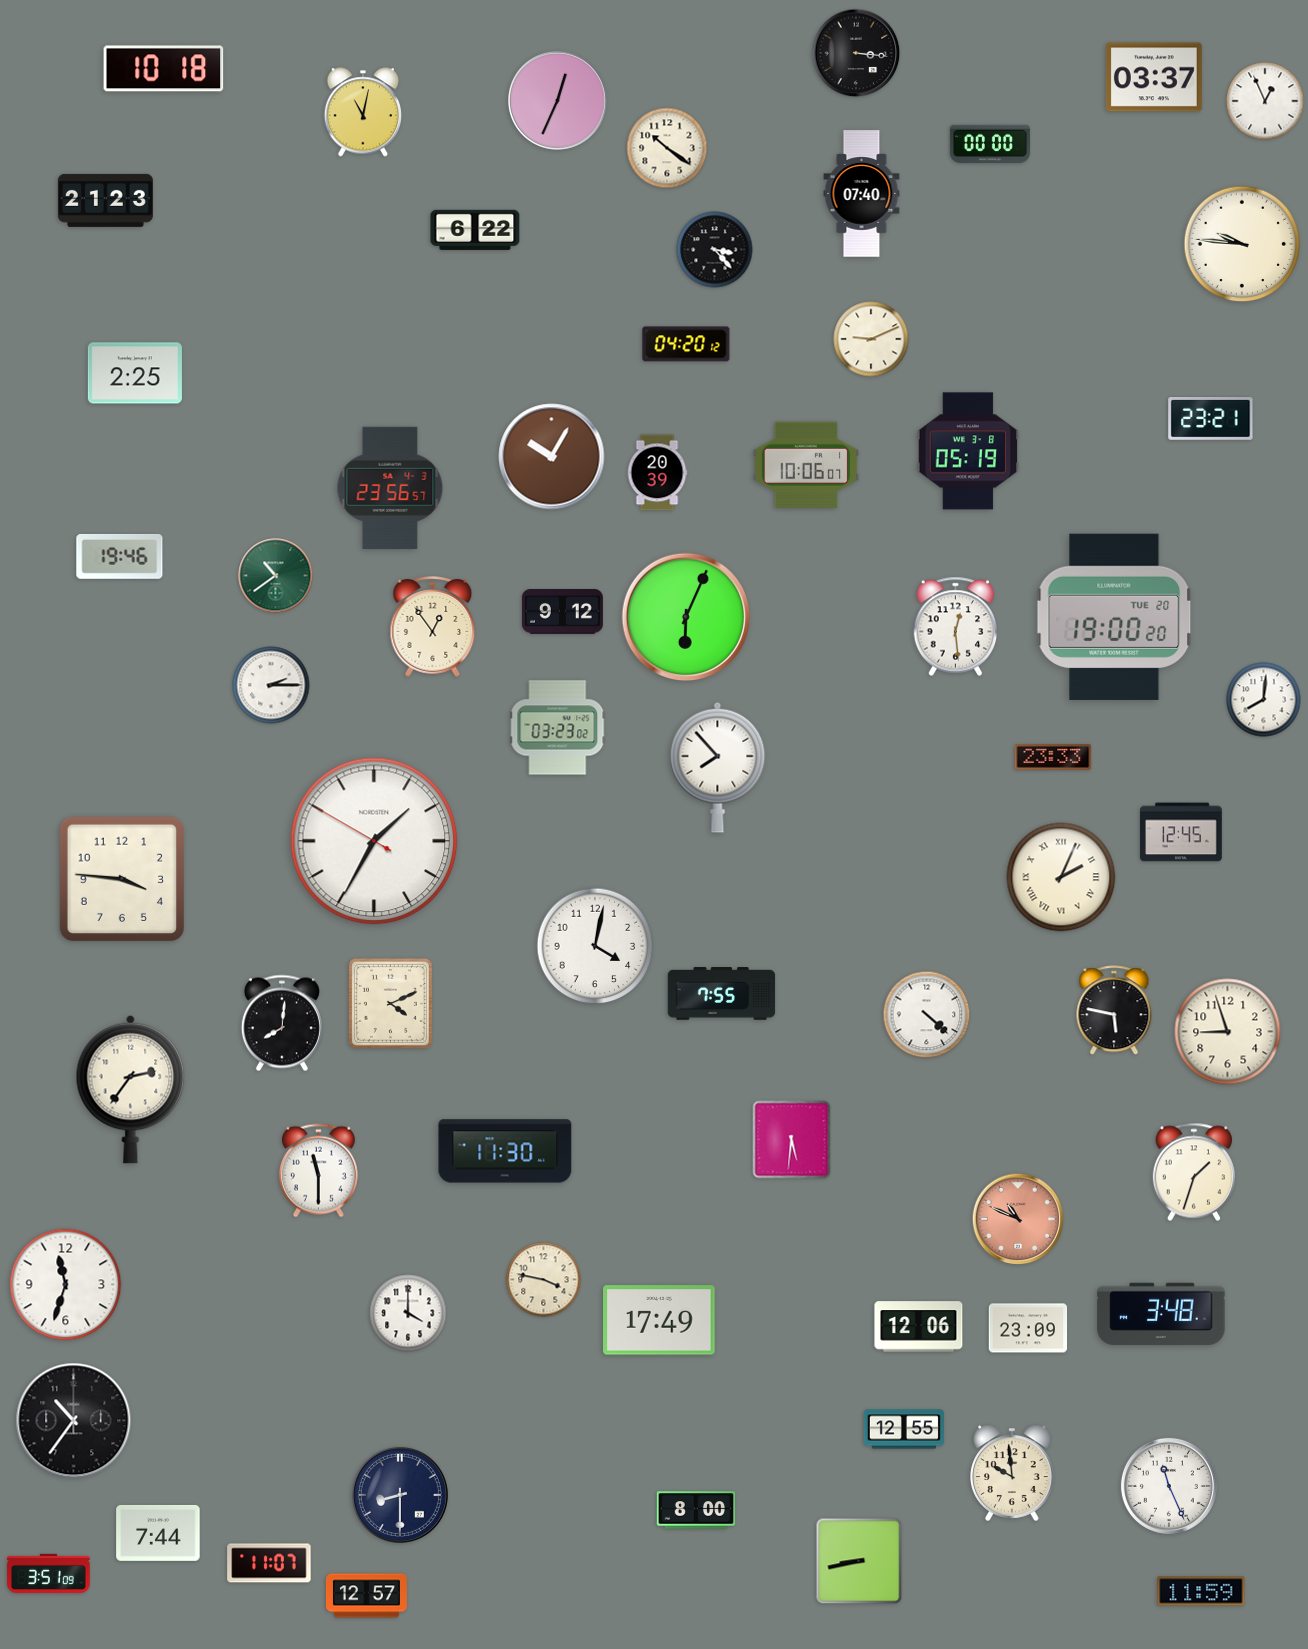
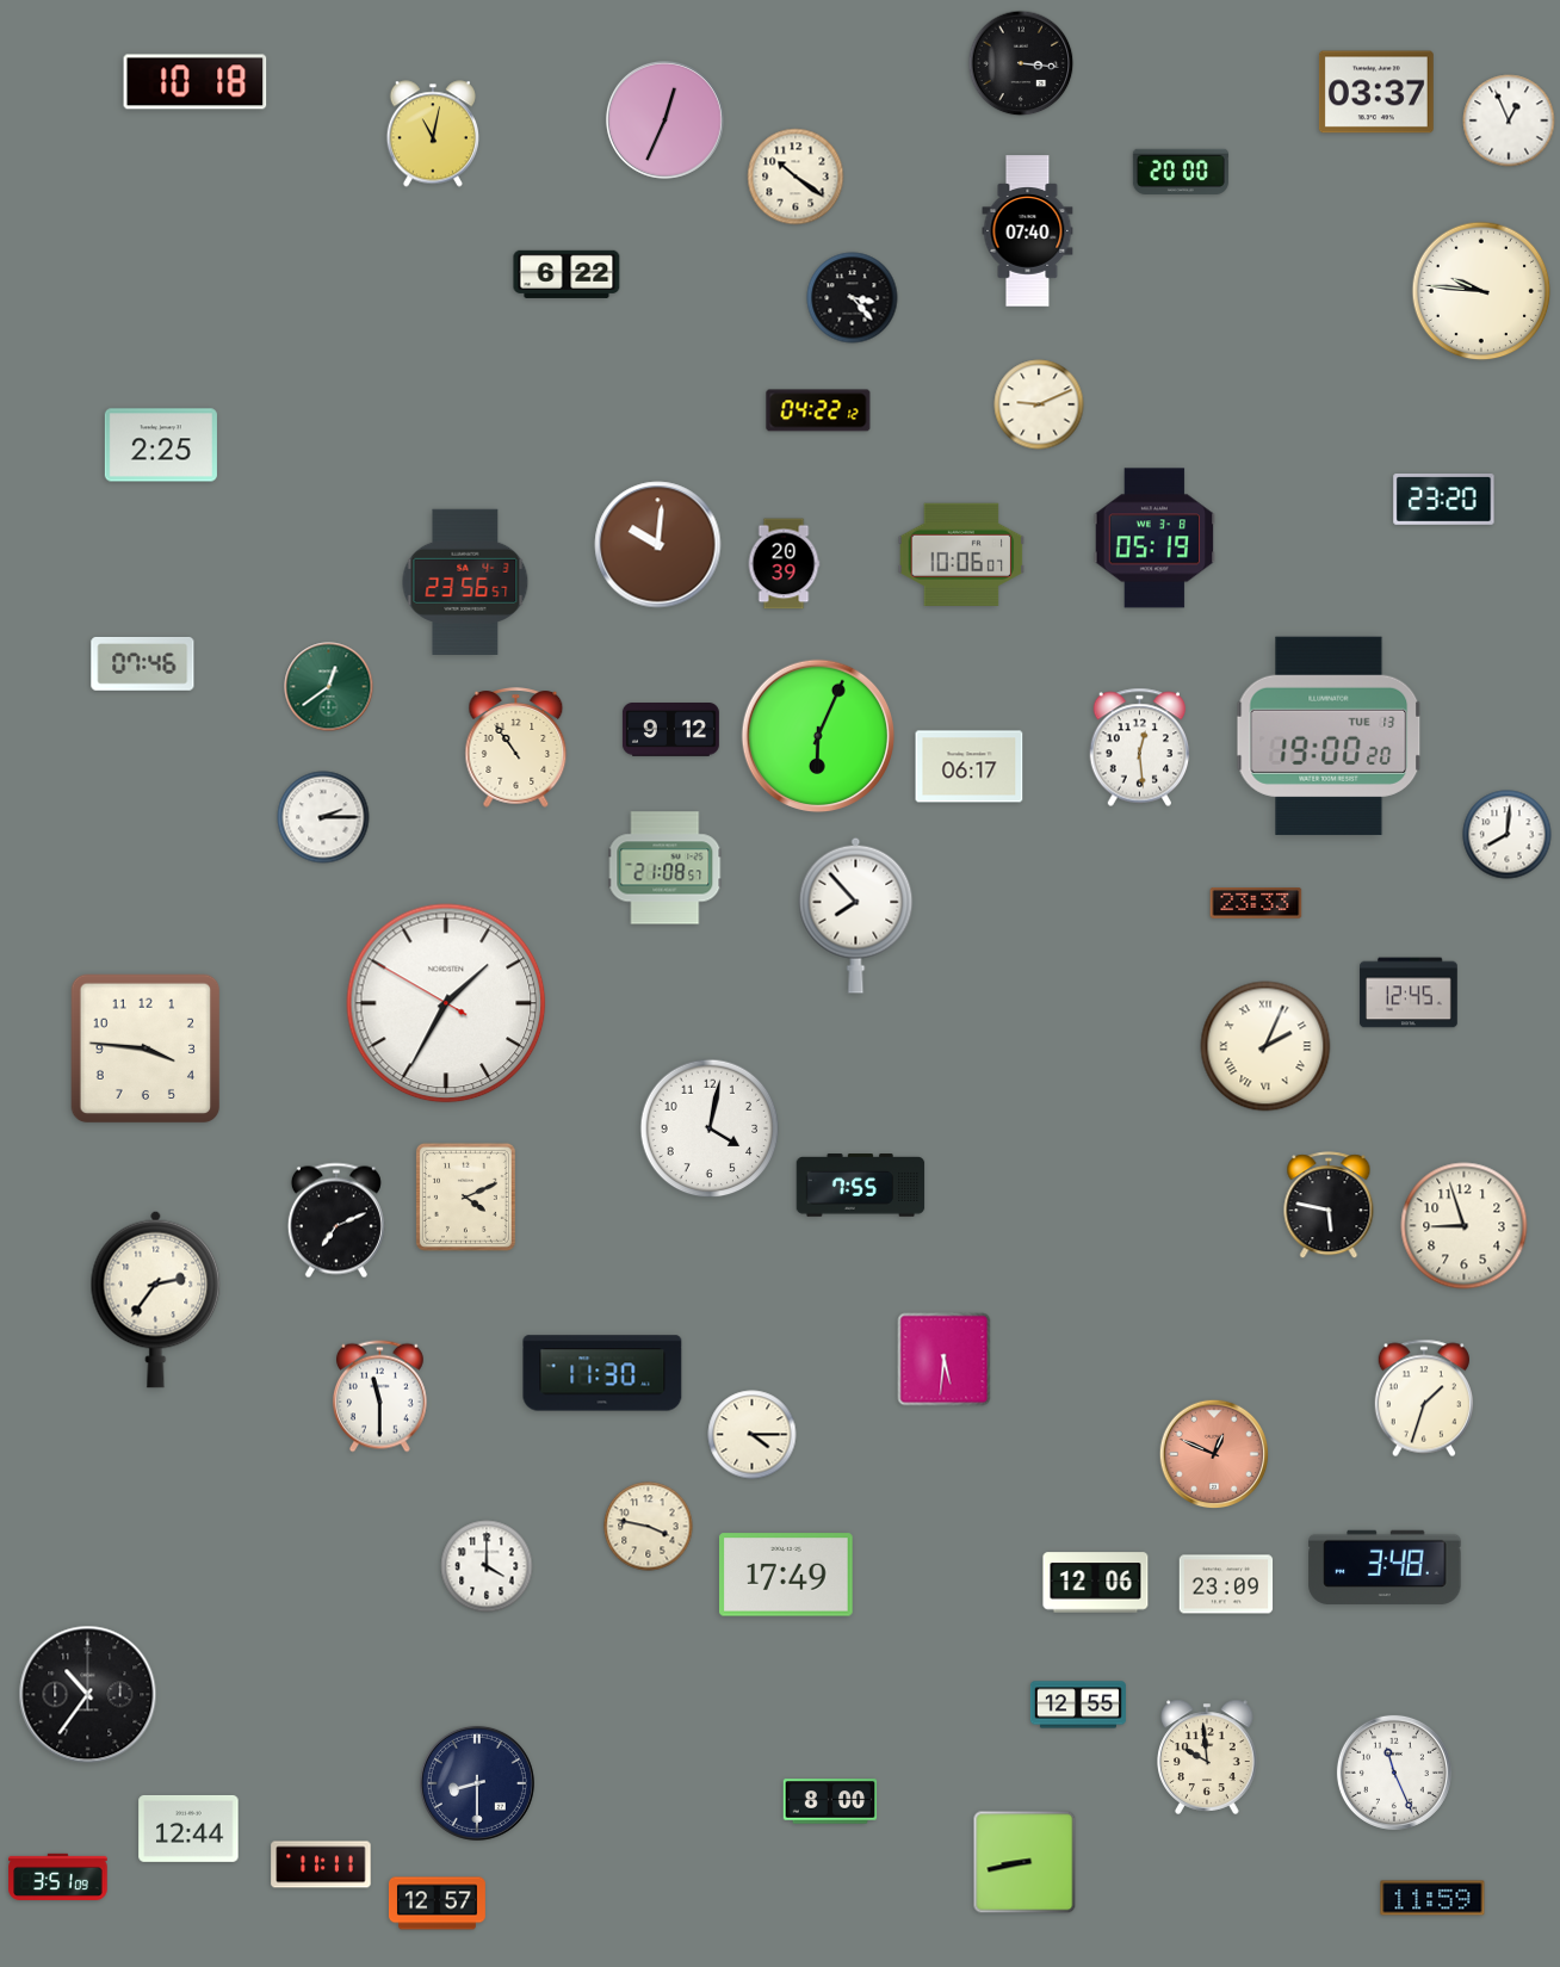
clock at (990, 143): 00:00 -> 20:00
clock at (105, 200): 21:23 -> none
clock at (686, 344): 04:20 -> 04:22
clock at (1211, 419): 23:21 -> 23:20
clock at (552, 457): 10:05 -> 10:01
clock at (120, 556): 19:46 -> 07:46
clock at (276, 576): 10:39 -> 12:39
clock at (1114, 617) date: TUE 20 -> TUE 13
clock at (433, 627): 12:54 -> 10:54
clock at (970, 767): none -> 06:17
clock at (558, 728): 03:23 -> 21:08
clock at (927, 1015): 4:22 -> none
clock at (282, 1023): 8:01 -> 7:11
clock at (1228, 1032) position: (1228, 1032) -> (1465, 1226)
clock at (753, 1435): none -> 4:15
clock at (1018, 1219): 10:49 -> 12:49
clock at (66, 1285): 11:33 -> none
clock at (158, 1533): 7:44 -> 12:44
clock at (269, 1563): 11:07 -> 11:11
